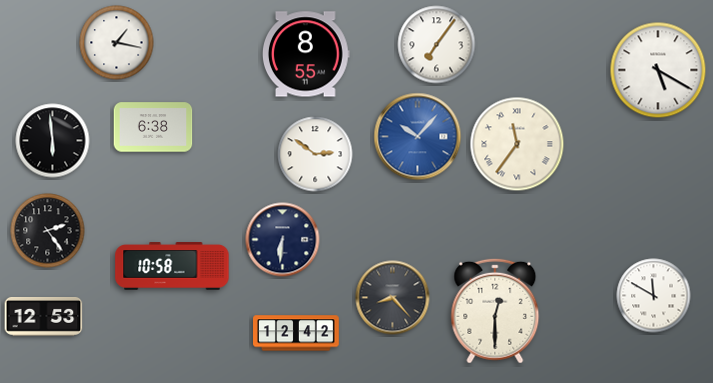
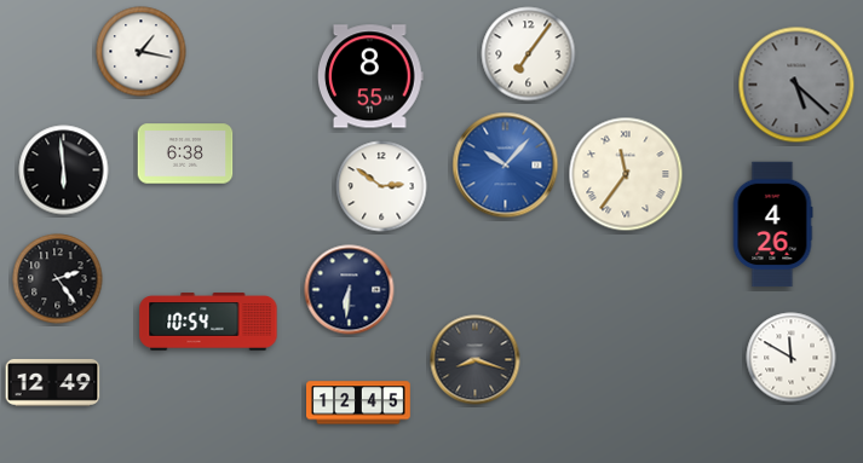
clock at (307, 54) position: (307, 54) -> (372, 76)
clock at (658, 70): 5:20 -> 5:22
clock at (658, 70) dial: white -> grey
clock at (772, 225): none -> 4:26
clock at (283, 240) position: (283, 240) -> (350, 290)
clock at (172, 266): 10:58 -> 10:54
clock at (393, 298): 8:23 -> 8:18
clock at (495, 311): 12:30 -> none
clock at (44, 316): 12:53 -> 12:49
clock at (297, 333): 12:42 -> 12:45
